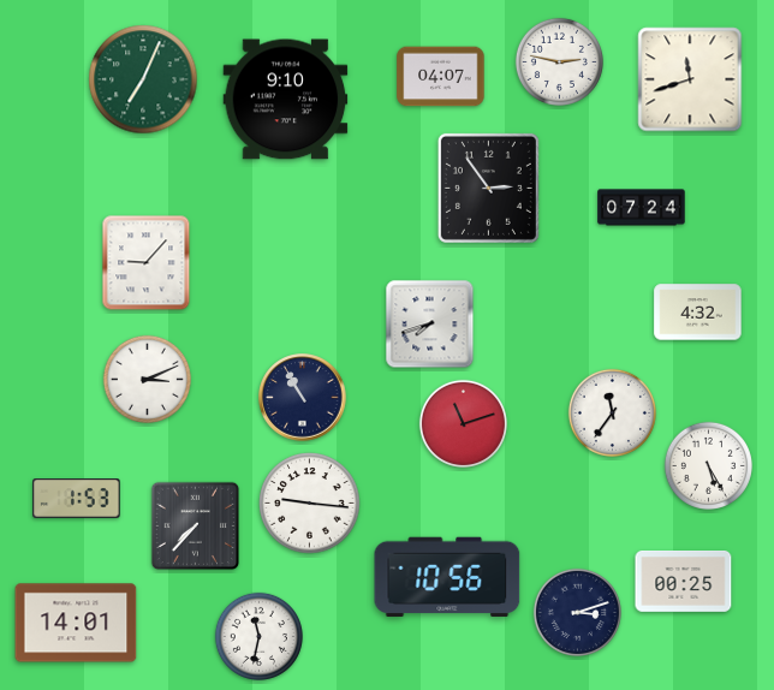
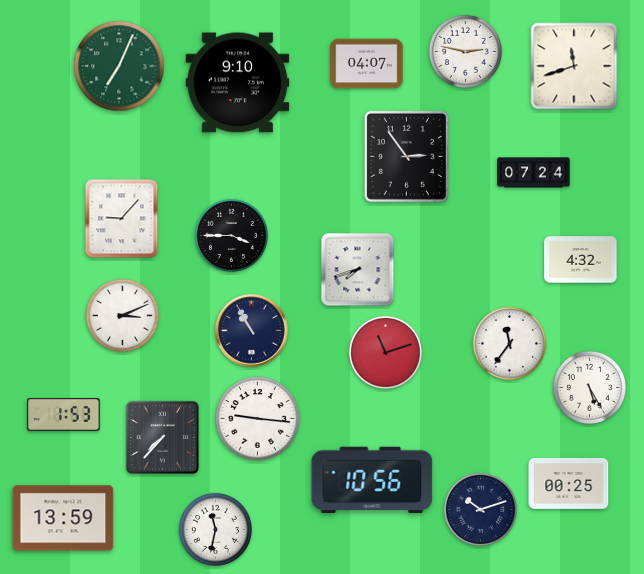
clock at (231, 235): none -> 3:45
clock at (577, 612): 3:12 -> 10:12
clock at (76, 623): 14:01 -> 13:59
